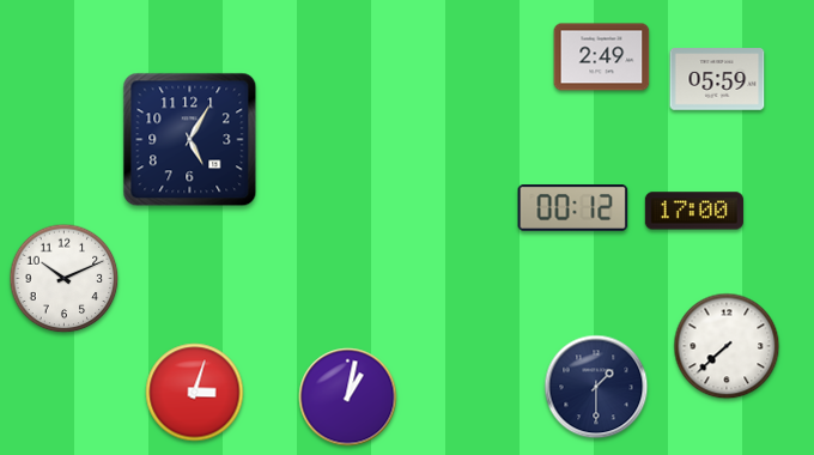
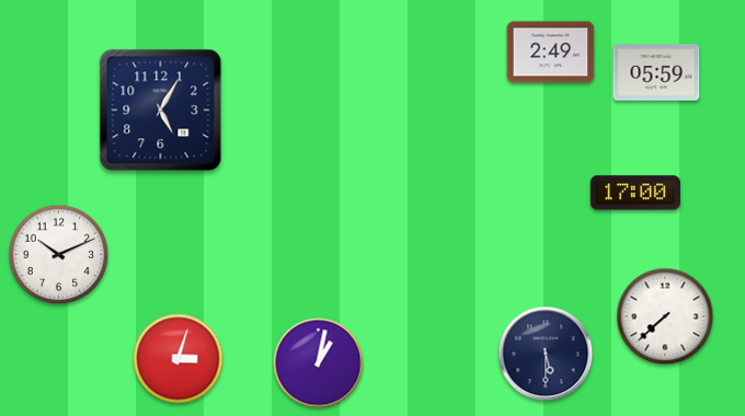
clock at (190, 140) position: (190, 140) -> (161, 111)
clock at (573, 208): 00:12 -> none
clock at (596, 387): 1:30 -> 5:30
